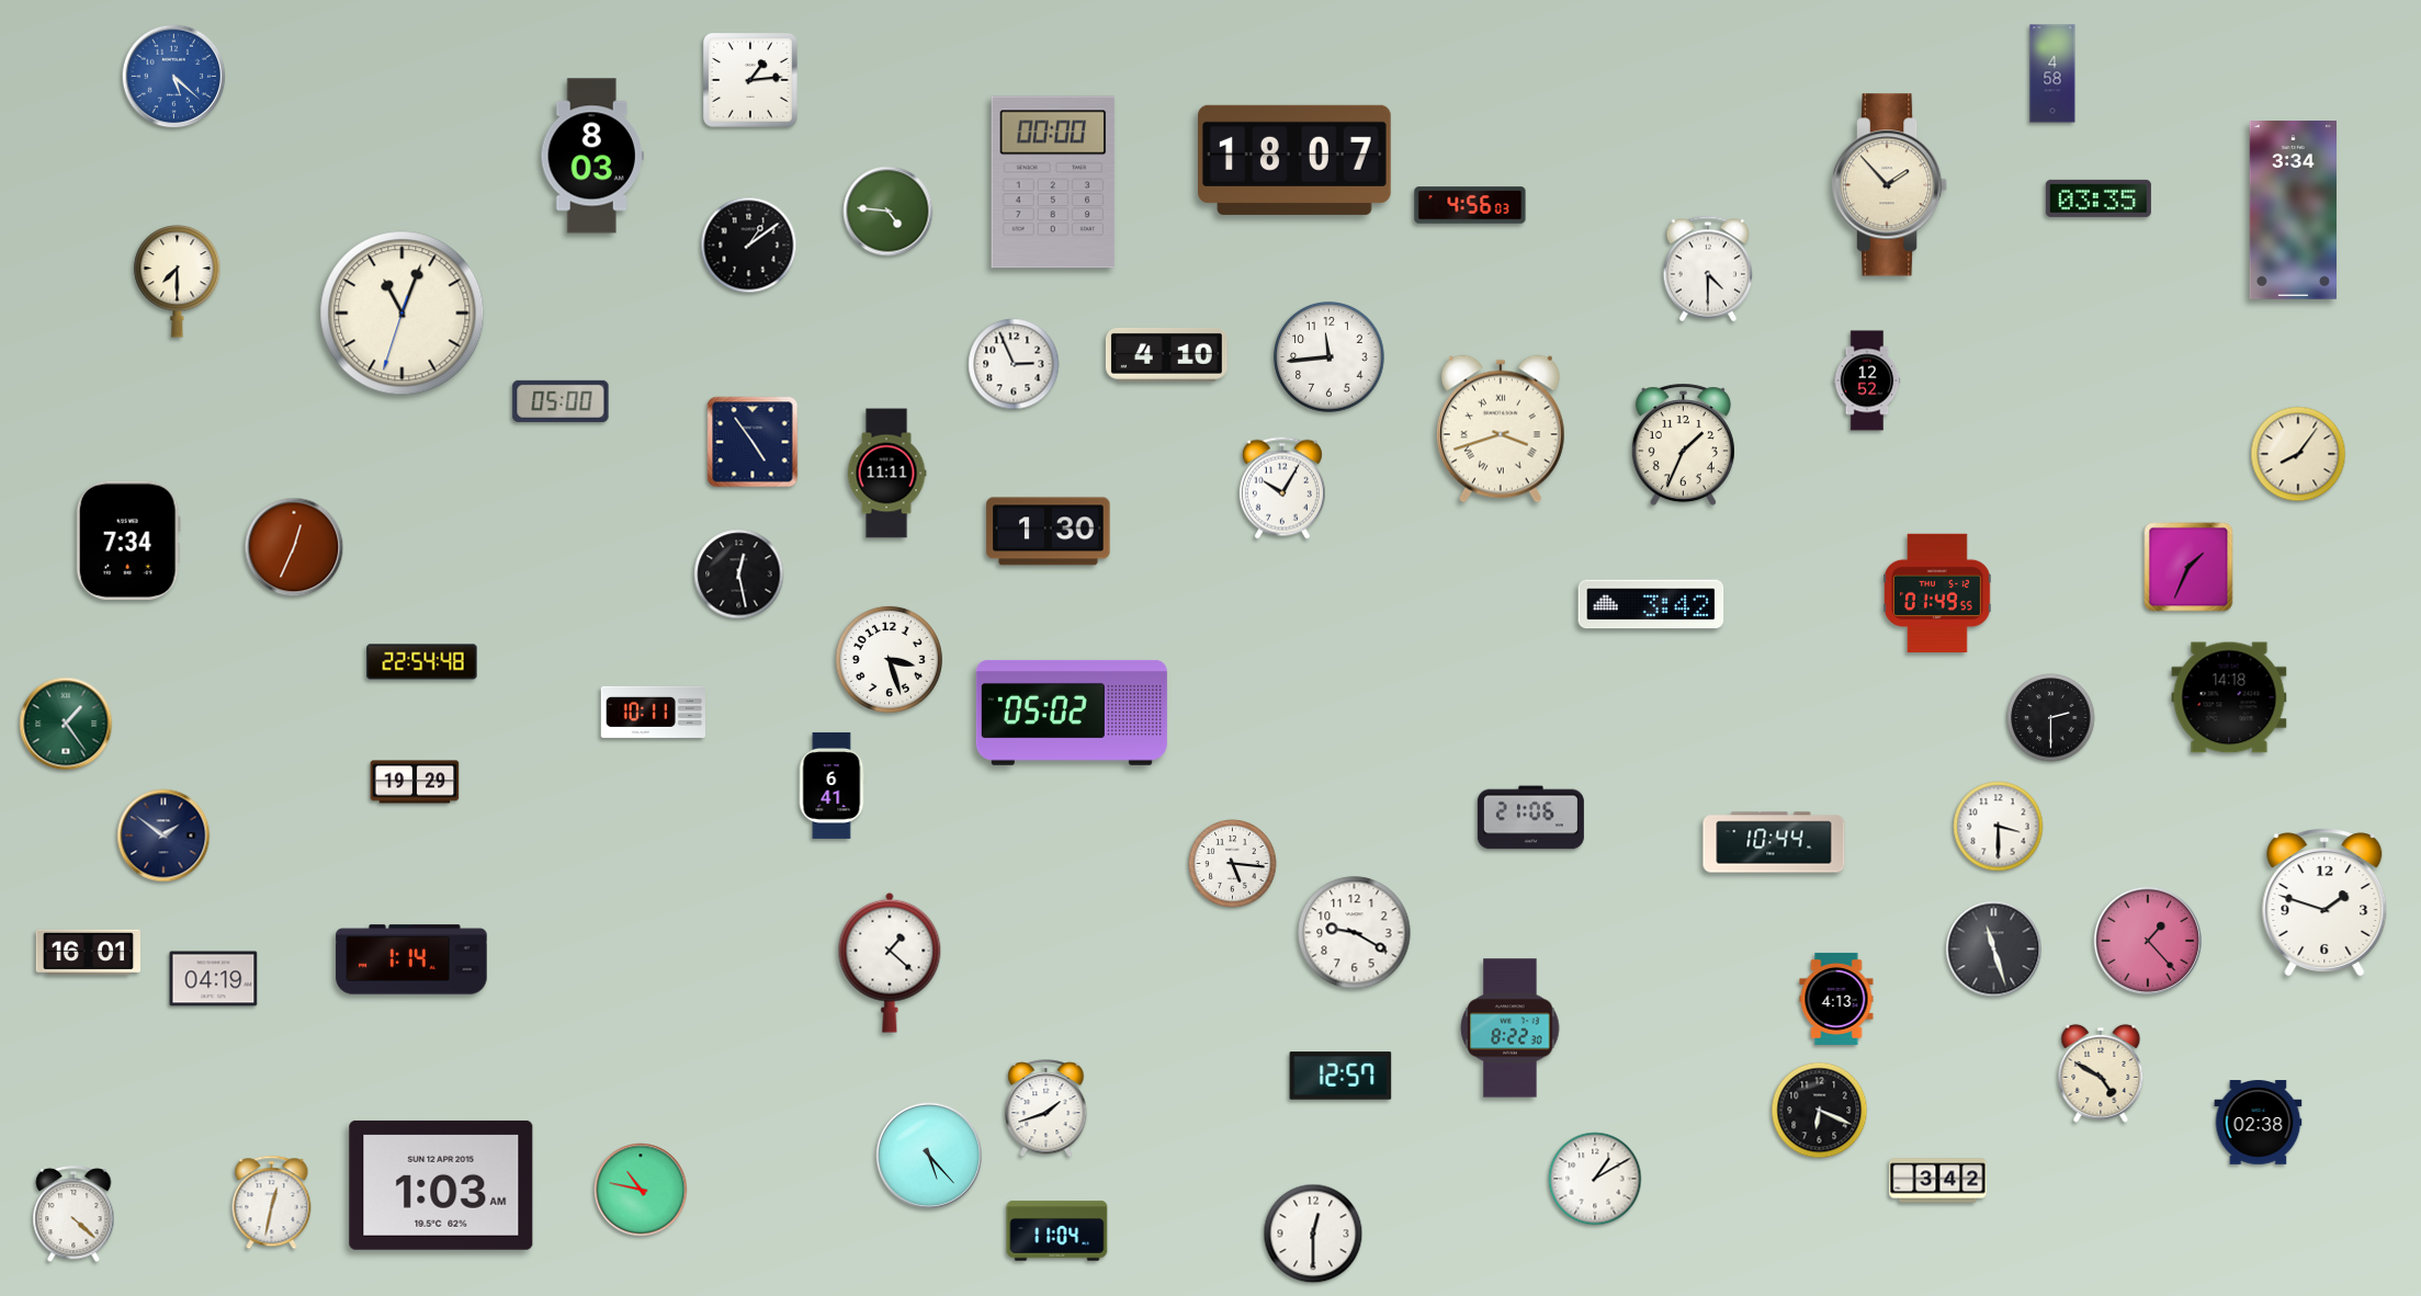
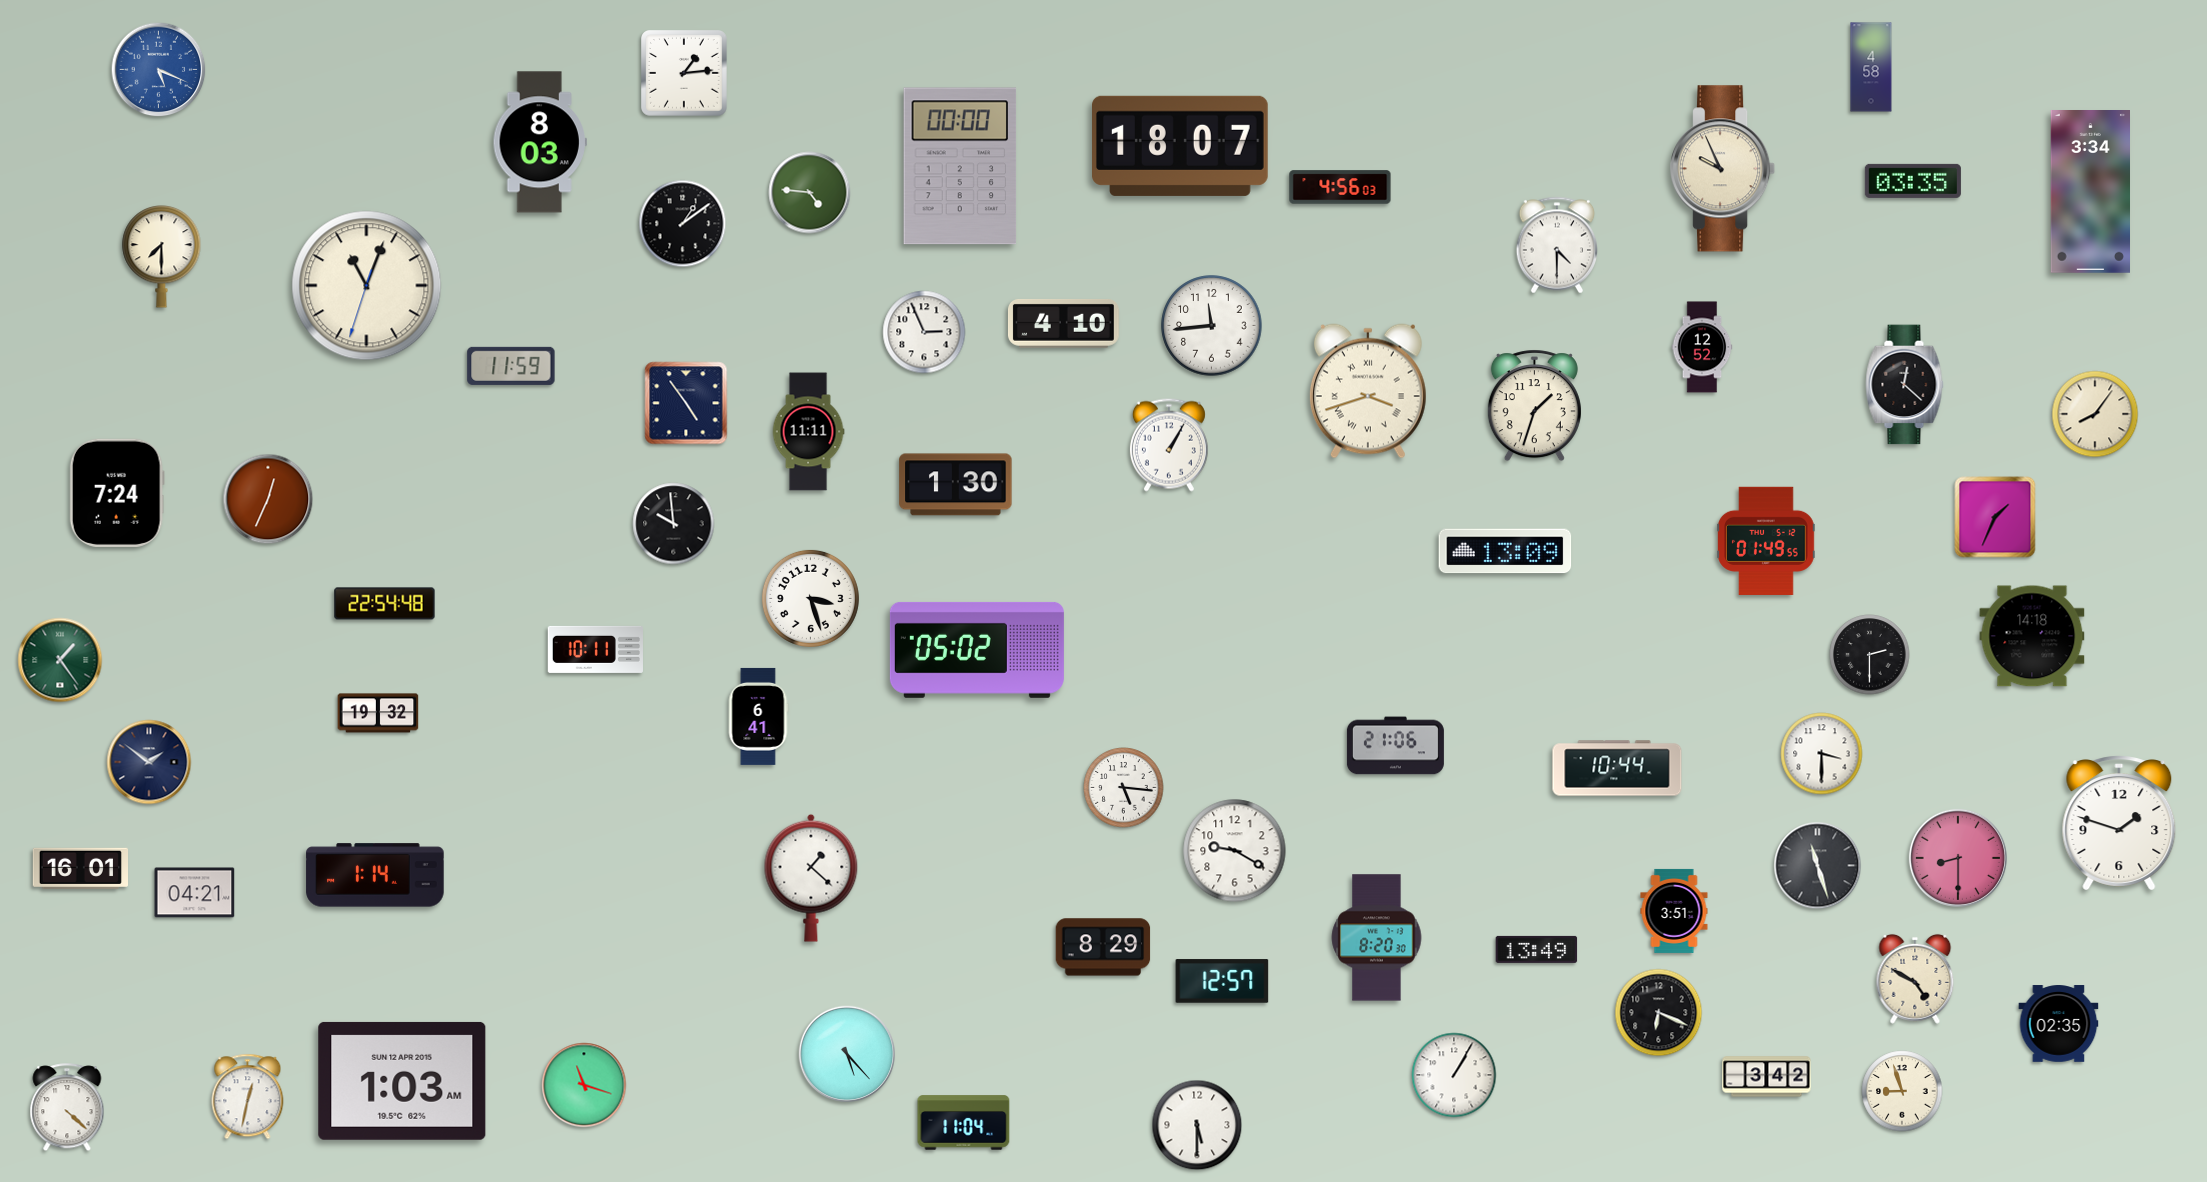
clock at (174, 77): 5:22 -> 5:19
clock at (1891, 185): 1:53 -> 9:56
clock at (561, 401): 05:00 -> 11:59
clock at (1905, 385): none -> 12:22
clock at (1683, 445): 1:34 -> 1:33
clock at (1282, 488): 10:05 -> 1:05
clock at (128, 541): 7:34 -> 7:24
clock at (739, 575): 12:28 -> 9:59
clock at (1651, 604): 3:42 -> 13:09
clock at (889, 659) position: (889, 659) -> (810, 598)
clock at (415, 782): 19:29 -> 19:32
clock at (2148, 941): 1:23 -> 8:30
clock at (214, 979): 04:19 -> 04:21
clock at (1836, 999): 4:13 -> 3:51
clock at (1511, 1028): 8:22 -> 8:20
clock at (1103, 947): none -> 8:29
clock at (1537, 949): none -> 13:49
clock at (1047, 1109): 1:42 -> none
clock at (2259, 1123): 02:38 -> 02:35
clock at (1595, 1179): 1:10 -> 1:05
clock at (641, 1190): 10:47 -> 11:18
clock at (1902, 1091): none -> 8:57
clock at (1313, 1234): 12:30 -> 5:30
